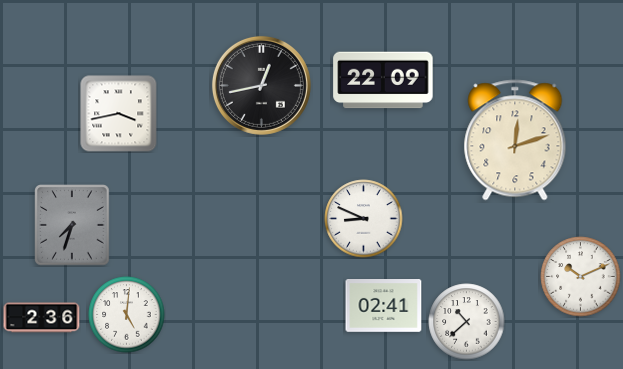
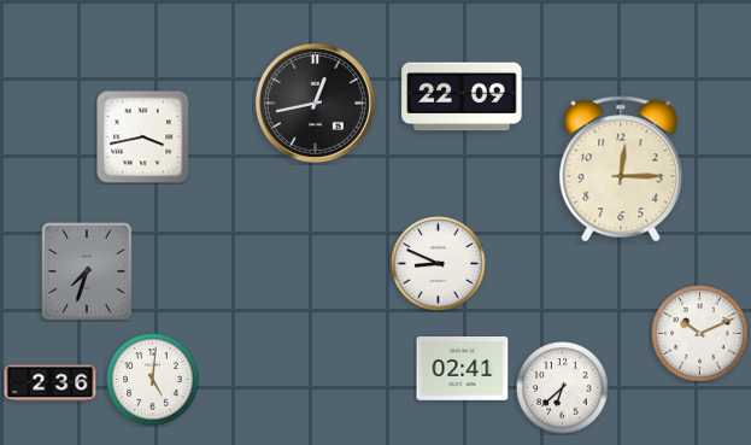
clock at (515, 140): 12:12 -> 12:15
clock at (467, 322): 10:38 -> 6:38
